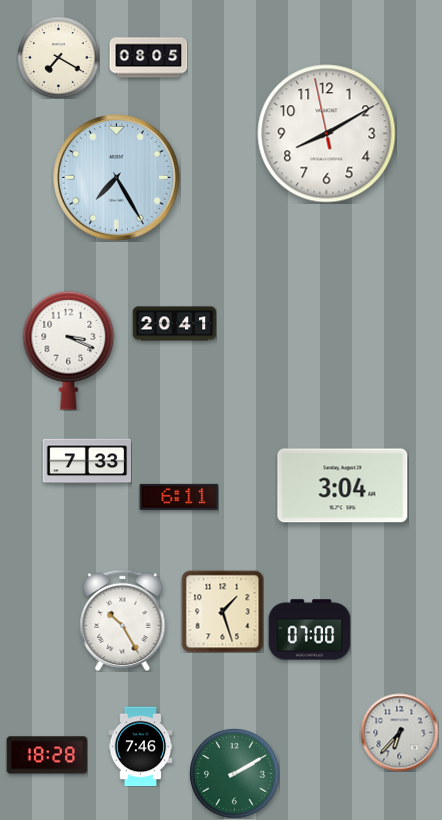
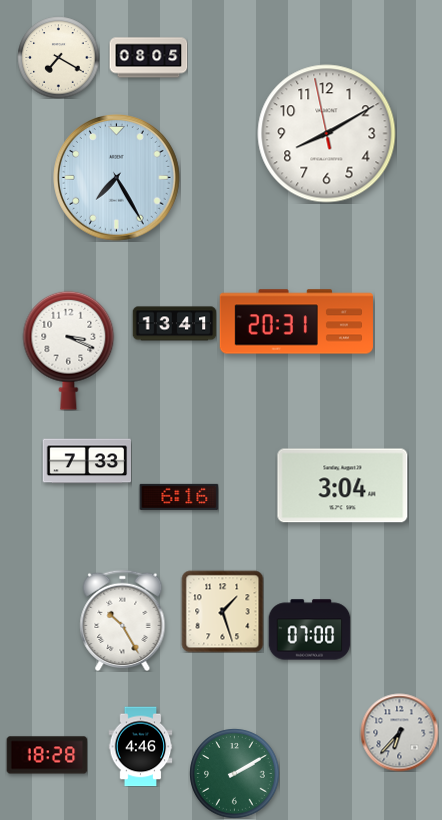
clock at (296, 322): none -> 20:31
clock at (174, 324): 20:41 -> 13:41
clock at (179, 497): 6:11 -> 6:16
clock at (141, 746): 7:46 -> 4:46
